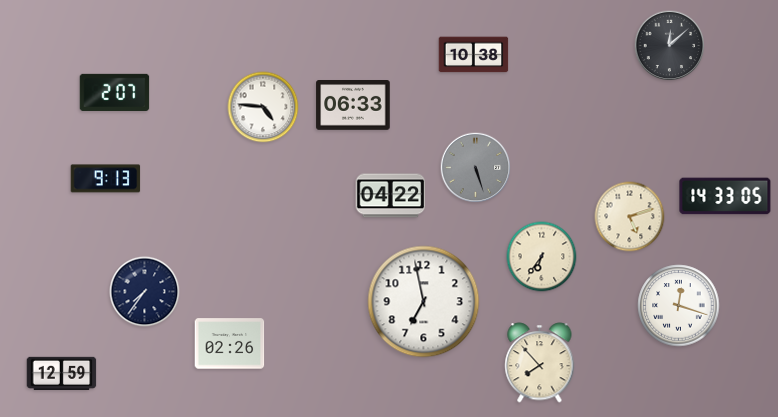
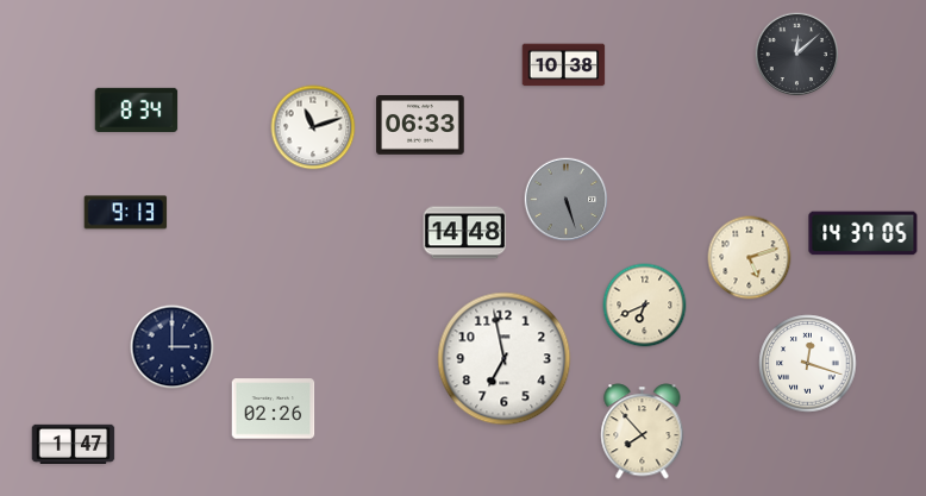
clock at (115, 92): 2:07 -> 8:34
clock at (263, 107): 4:46 -> 11:12
clock at (391, 196): 04:22 -> 14:48
clock at (725, 196): 14:33 -> 14:37
clock at (542, 257): 6:36 -> 6:41
clock at (145, 292): 7:36 -> 3:00
clock at (62, 373): 12:59 -> 1:47
